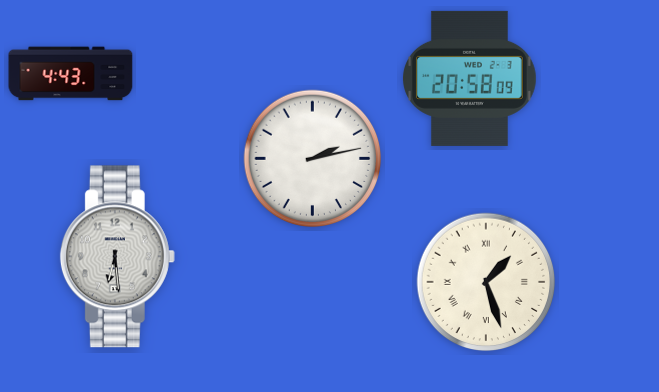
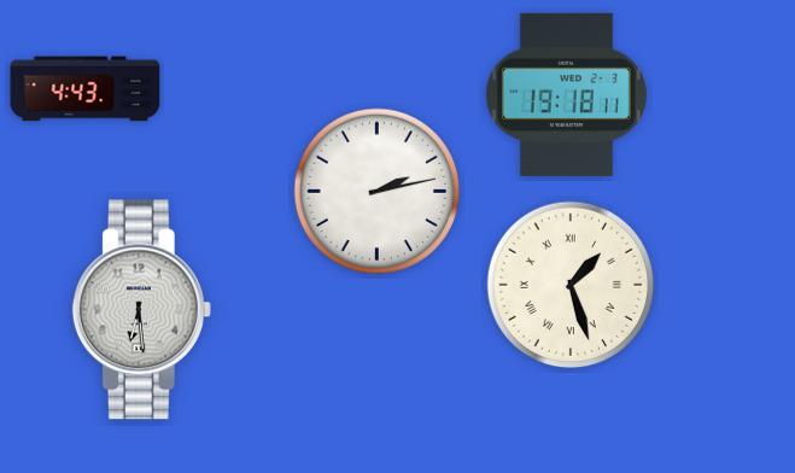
clock at (470, 78): 20:58 -> 19:18
clock at (486, 282) position: (486, 282) -> (571, 285)
